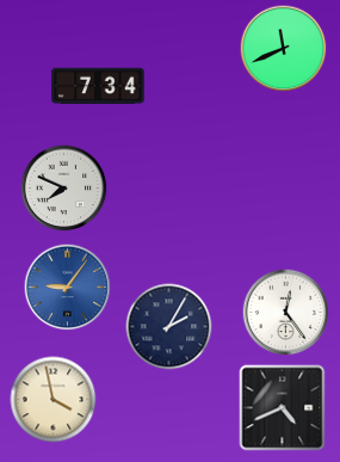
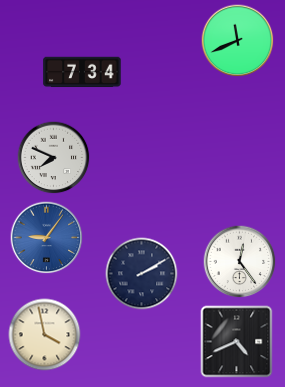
clock at (68, 288) position: (68, 288) -> (47, 238)
clock at (169, 327): 2:05 -> 2:10
